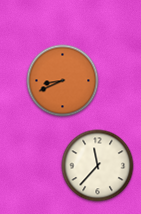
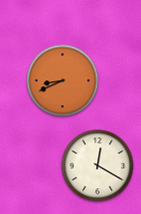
clock at (98, 166): 11:37 -> 12:20
